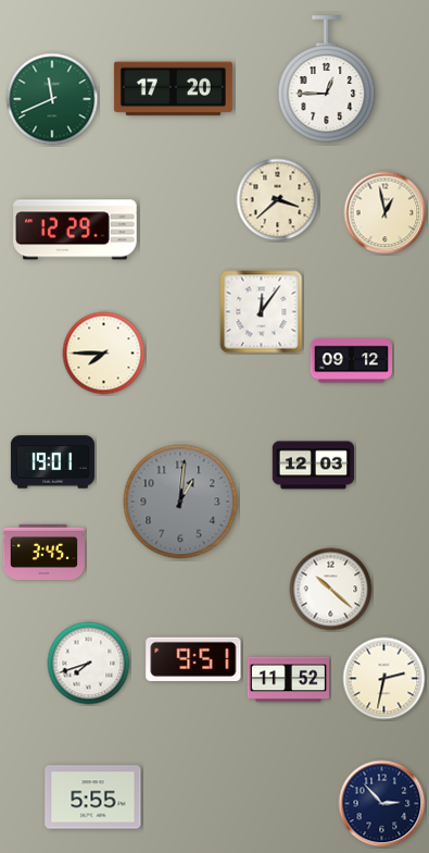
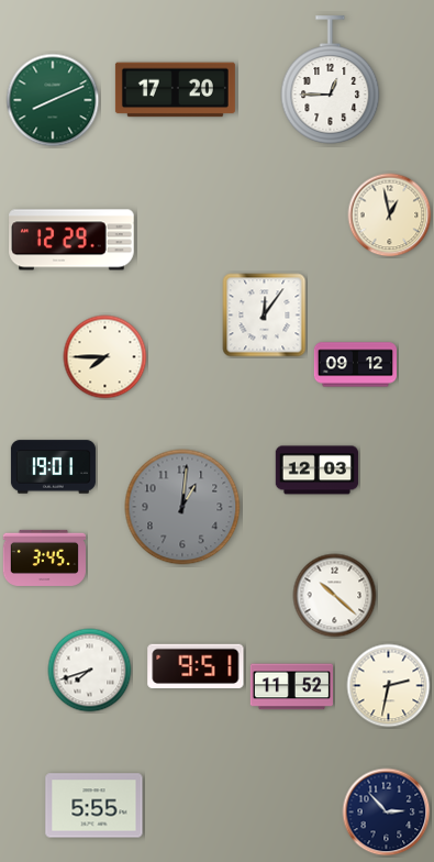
clock at (52, 99): 11:41 -> 8:11
clock at (278, 200): 3:38 -> none
clock at (75, 230) position: (75, 230) -> (71, 240)
